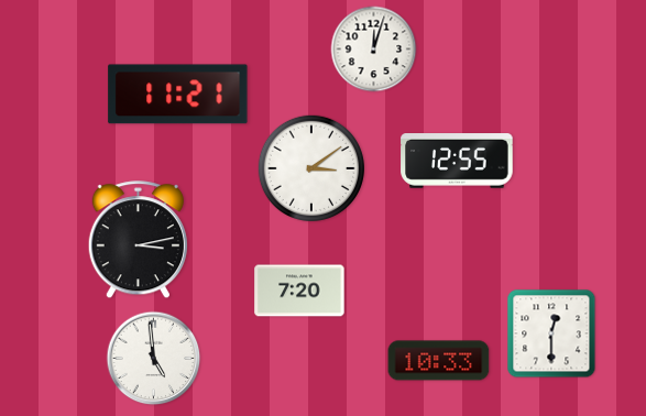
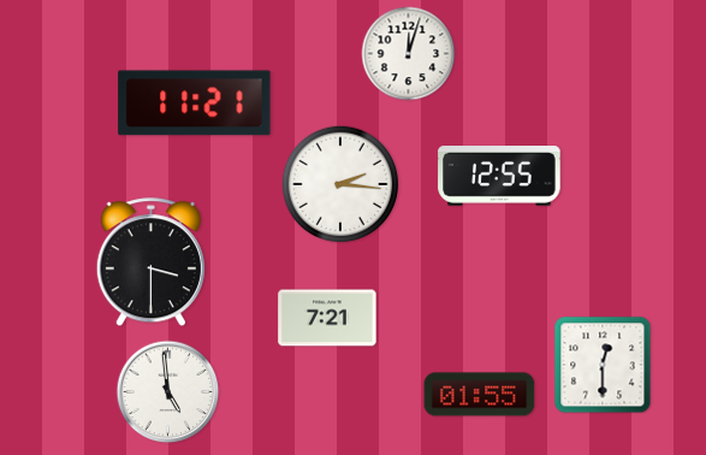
clock at (311, 168): 3:09 -> 2:16
clock at (138, 240): 3:13 -> 3:30
clock at (299, 291): 7:20 -> 7:21
clock at (439, 361): 10:33 -> 01:55
